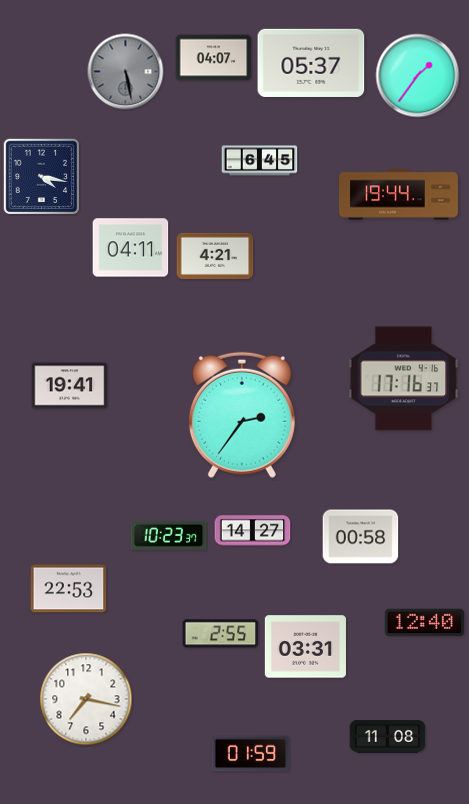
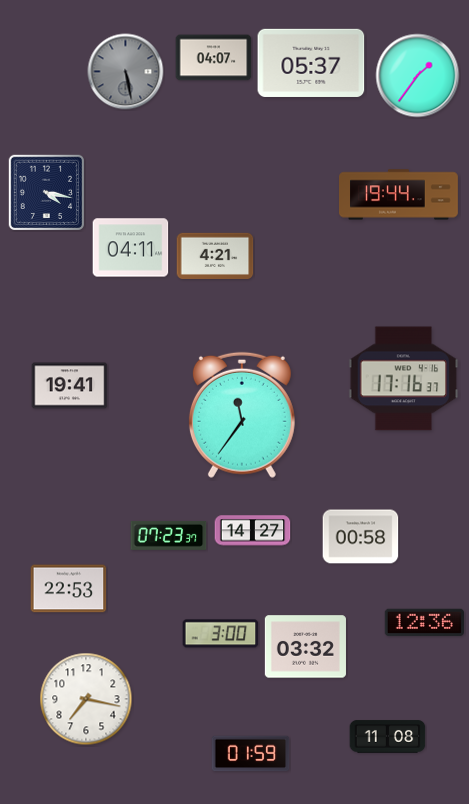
clock at (260, 161): 6:45 -> none
clock at (41, 176) position: (41, 176) -> (46, 192)
clock at (242, 415): 2:36 -> 11:36
clock at (169, 535): 10:23 -> 07:23
clock at (424, 623): 12:40 -> 12:36
clock at (221, 634): 2:55 -> 3:00
clock at (305, 647): 03:31 -> 03:32
